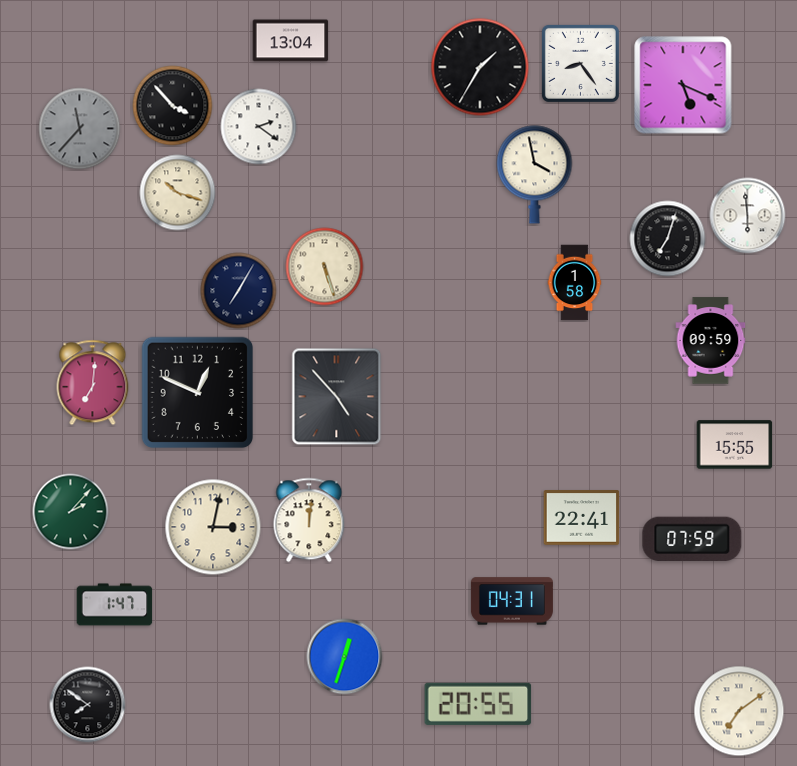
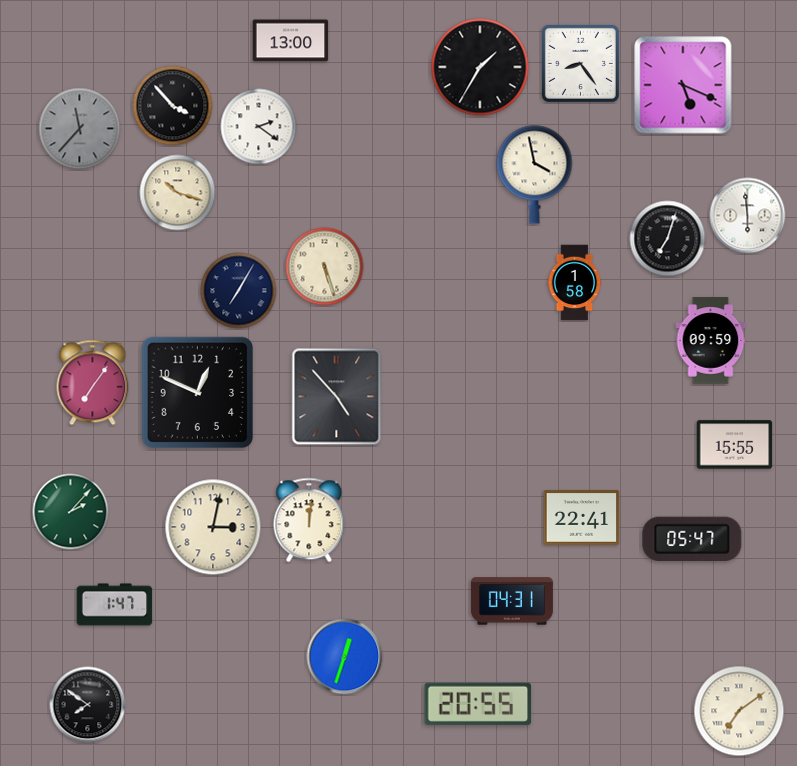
clock at (291, 41): 13:04 -> 13:00
clock at (93, 383): 7:01 -> 7:06
clock at (692, 538): 07:59 -> 05:47
